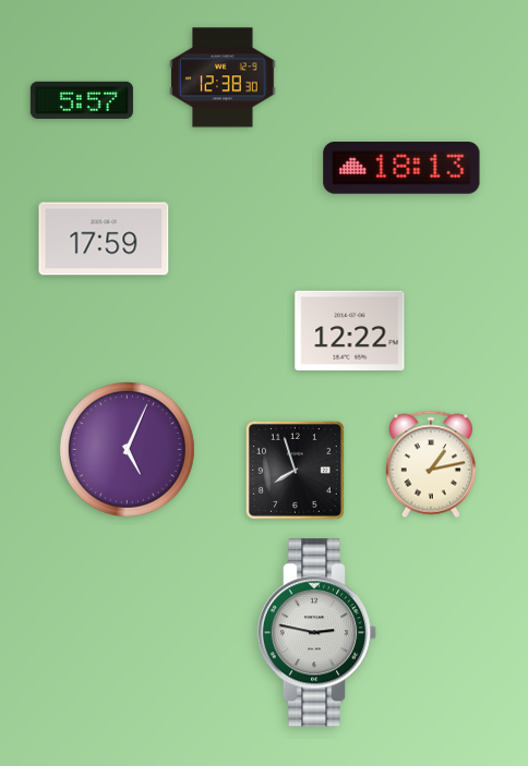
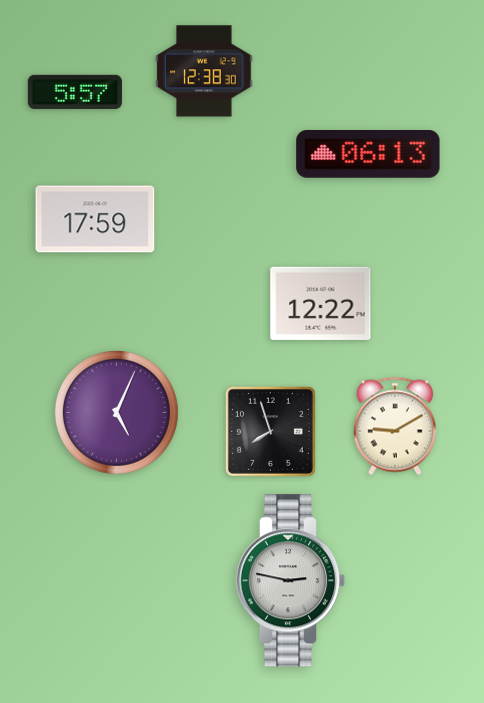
clock at (401, 169): 18:13 -> 06:13
clock at (430, 464): 1:13 -> 9:10
